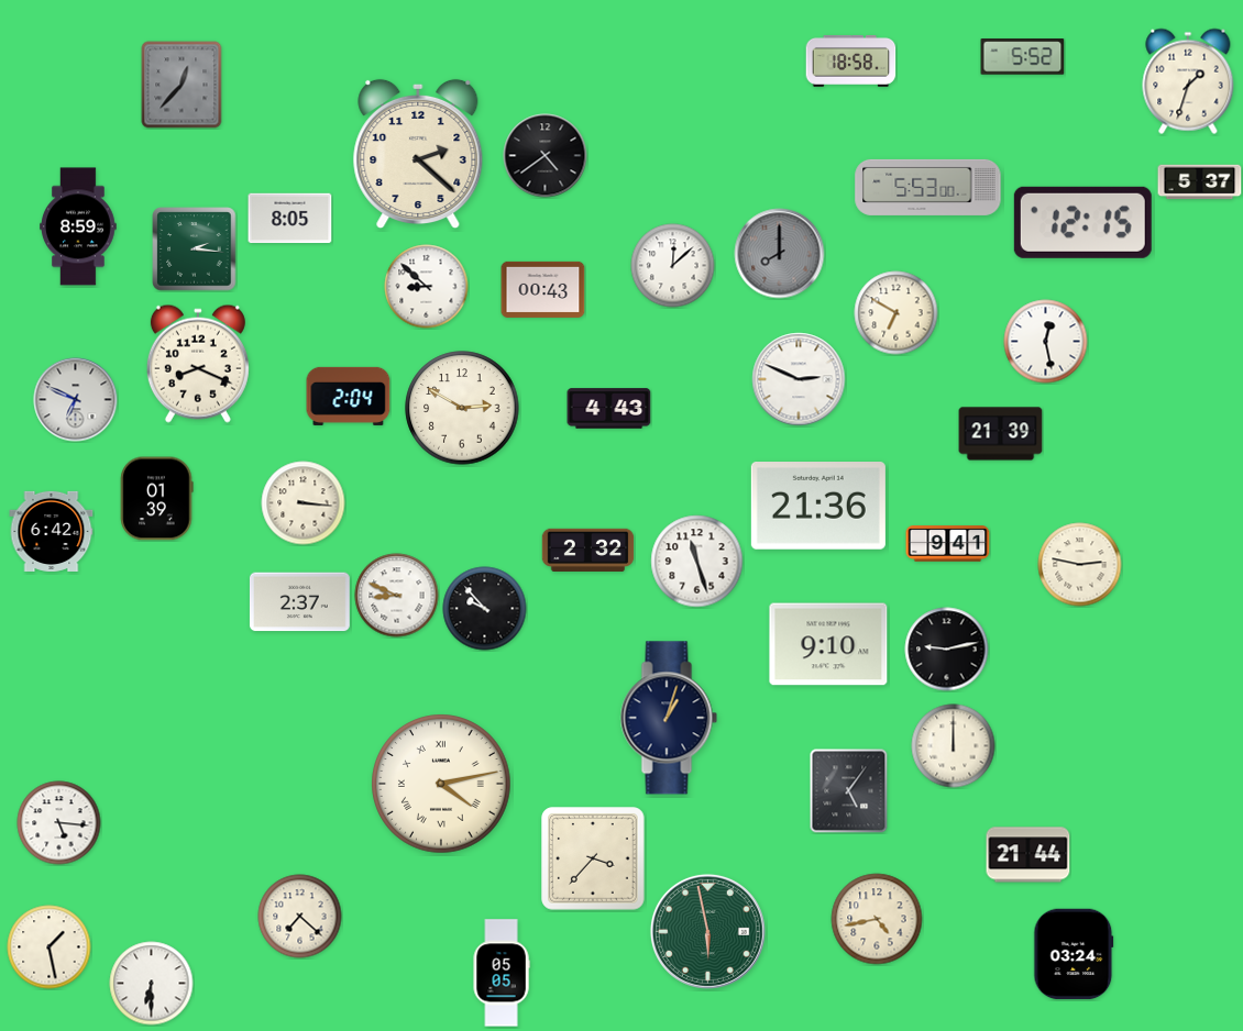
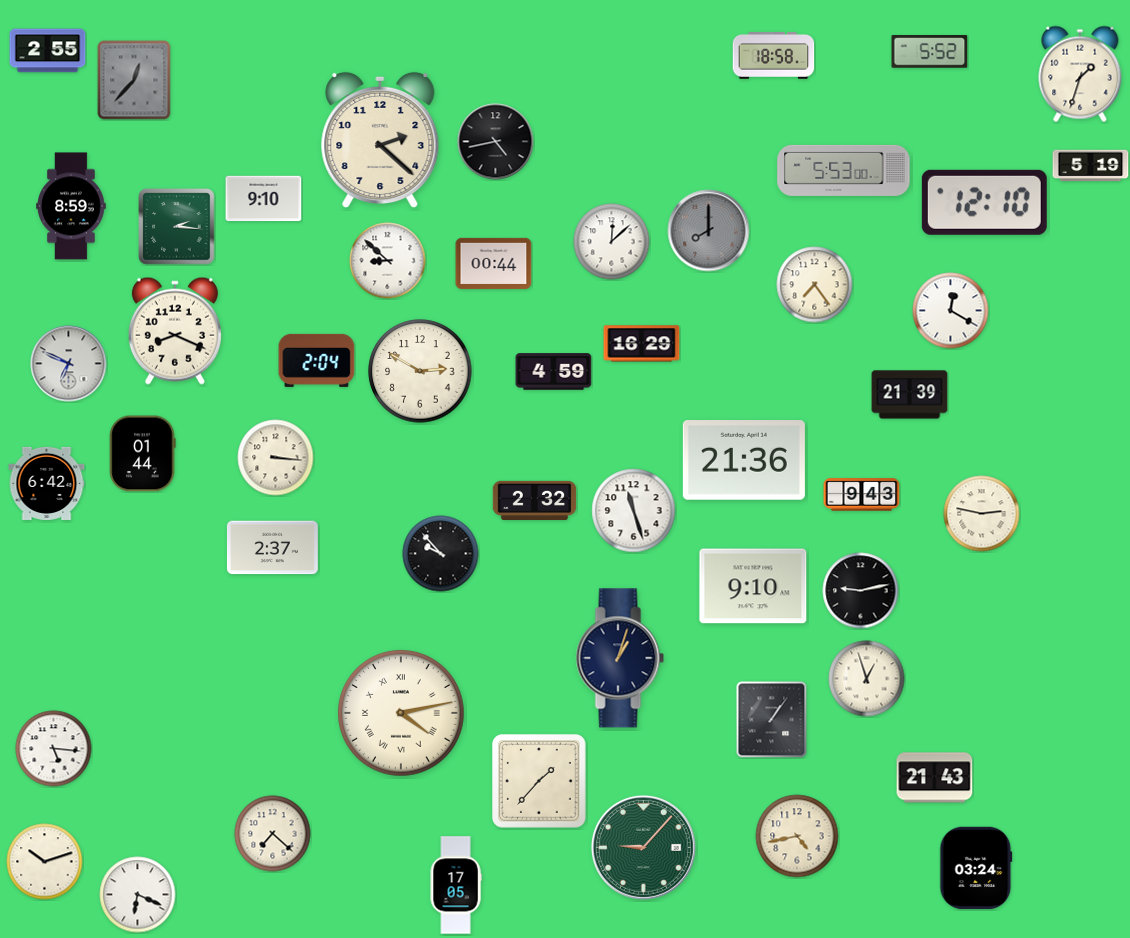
clock at (48, 51): none -> 2:55
clock at (182, 85) position: (182, 85) -> (134, 80)
clock at (546, 156): 4:39 -> 4:43
clock at (1200, 182): 5:37 -> 5:19
clock at (290, 219): 8:05 -> 9:10
clock at (1082, 222): 12:15 -> 12:10
clock at (543, 289): 00:43 -> 00:44
clock at (897, 313): 6:50 -> 7:24
clock at (1046, 342): 12:28 -> 12:20
clock at (198, 364) position: (198, 364) -> (175, 331)
clock at (642, 344): none -> 16:29
clock at (799, 379): 2:49 -> none
clock at (609, 409): 4:43 -> 4:59
clock at (157, 499): 01:39 -> 01:44
clock at (948, 544): 9:41 -> 9:43
clock at (397, 596): 8:49 -> none
clock at (669, 718) position: (669, 718) -> (620, 658)
clock at (954, 746): 12:00 -> 12:57
clock at (849, 791): 5:06 -> 1:06
clock at (1028, 855): 21:44 -> 21:43
clock at (593, 858): 3:37 -> 1:37
clock at (707, 931): 5:58 -> 9:07
clock at (50, 947): 1:28 -> 10:12
clock at (502, 973): 05:05 -> 17:05
clock at (152, 984): 6:30 -> 6:19
